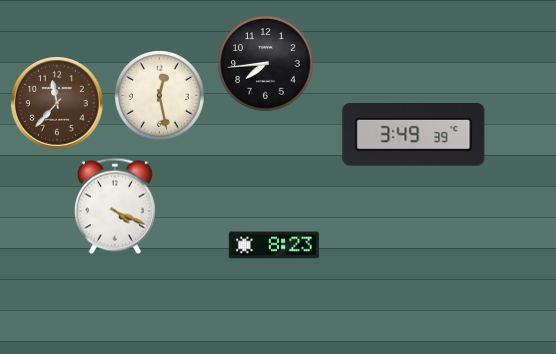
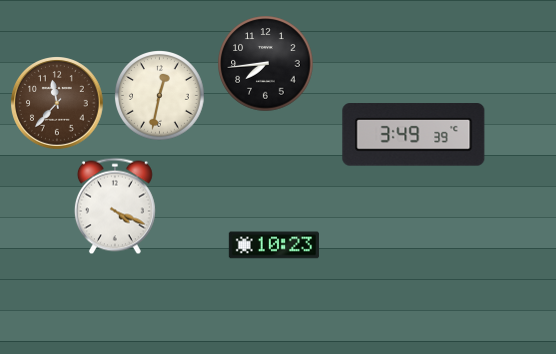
clock at (160, 96): 12:28 -> 12:32
clock at (274, 245): 8:23 -> 10:23
